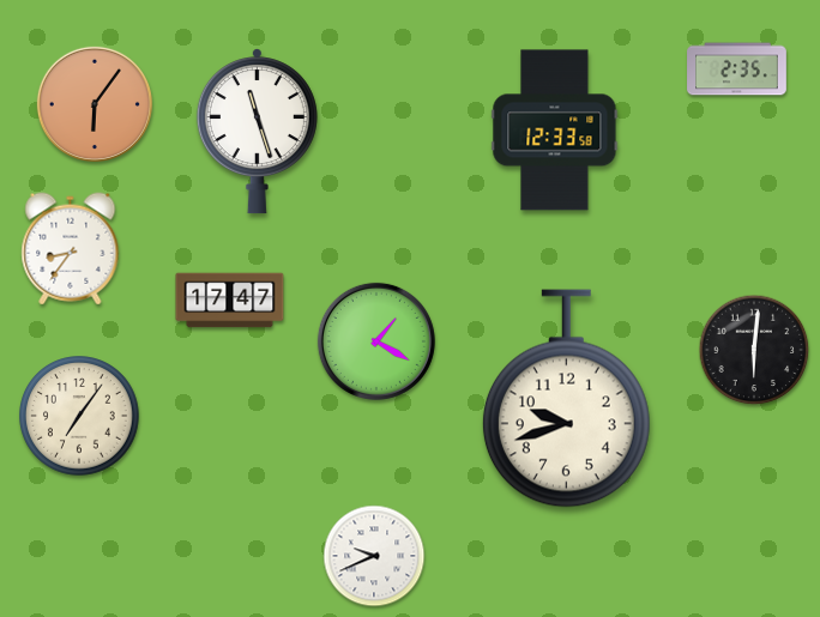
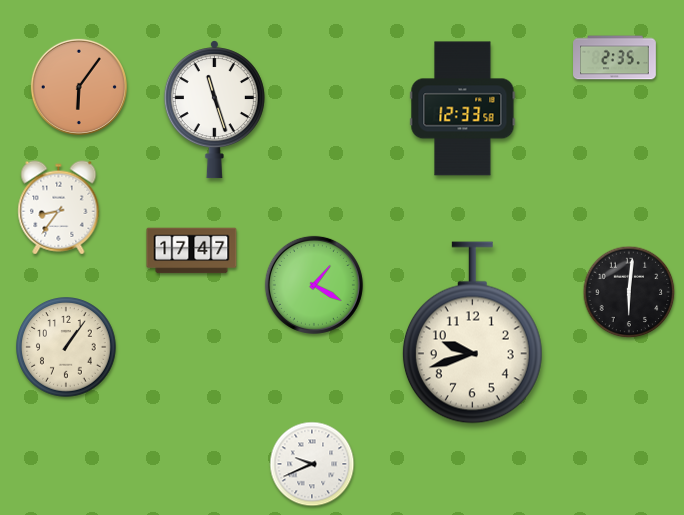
clock at (79, 416): 7:06 -> 1:06
